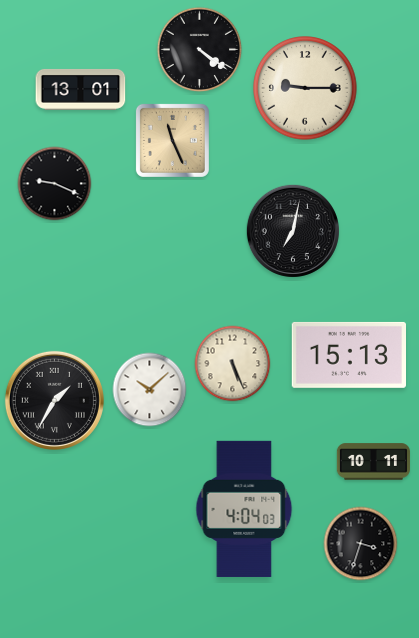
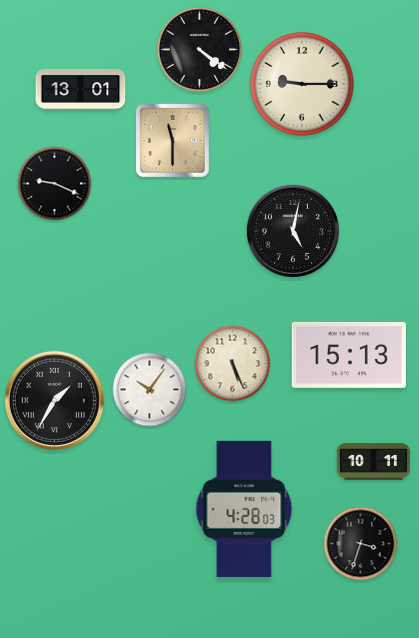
clock at (305, 88) position: (305, 88) -> (302, 84)
clock at (172, 140): 11:26 -> 11:30
clock at (293, 231): 7:02 -> 5:02
clock at (150, 390): 10:08 -> 10:06
clock at (244, 509): 4:04 -> 4:28
